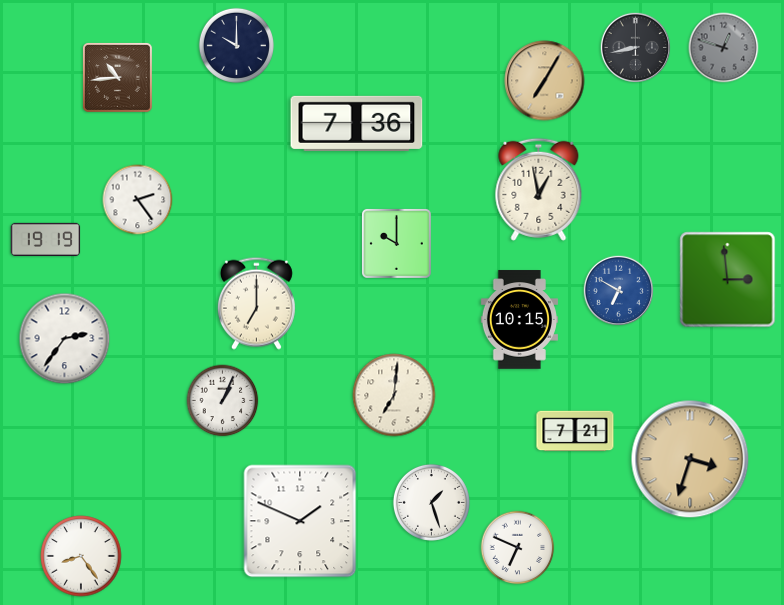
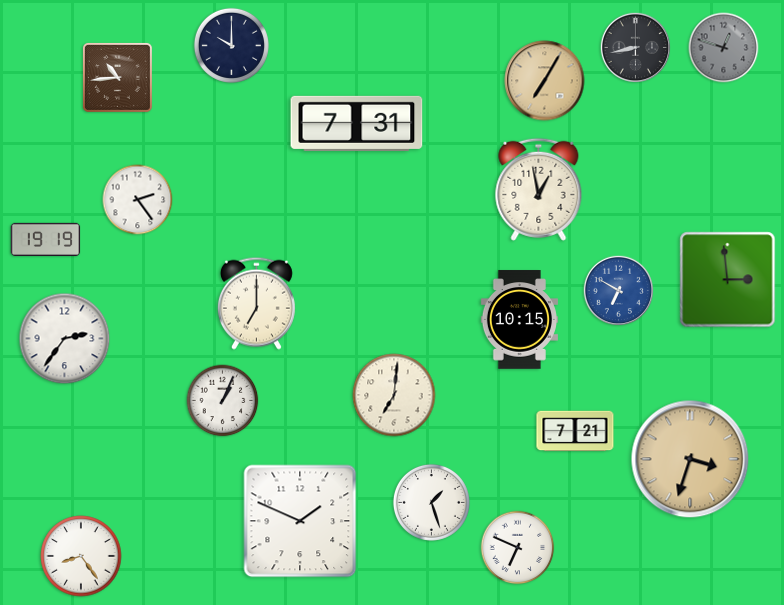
clock at (236, 45) position: (236, 45) -> (231, 45)
clock at (357, 123): 7:36 -> 7:31
clock at (396, 243): 10:00 -> none
